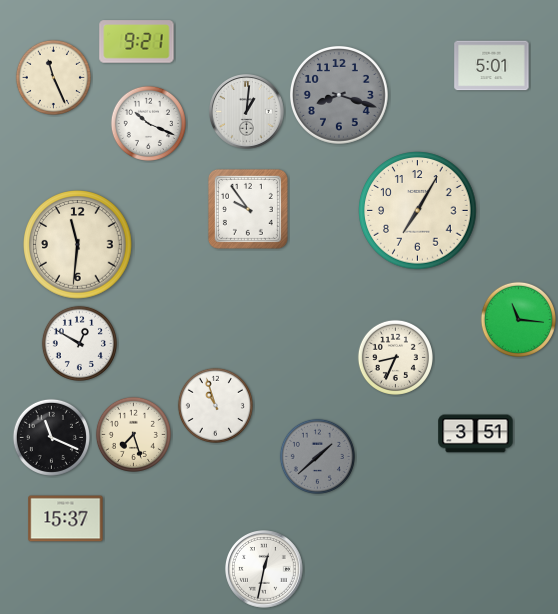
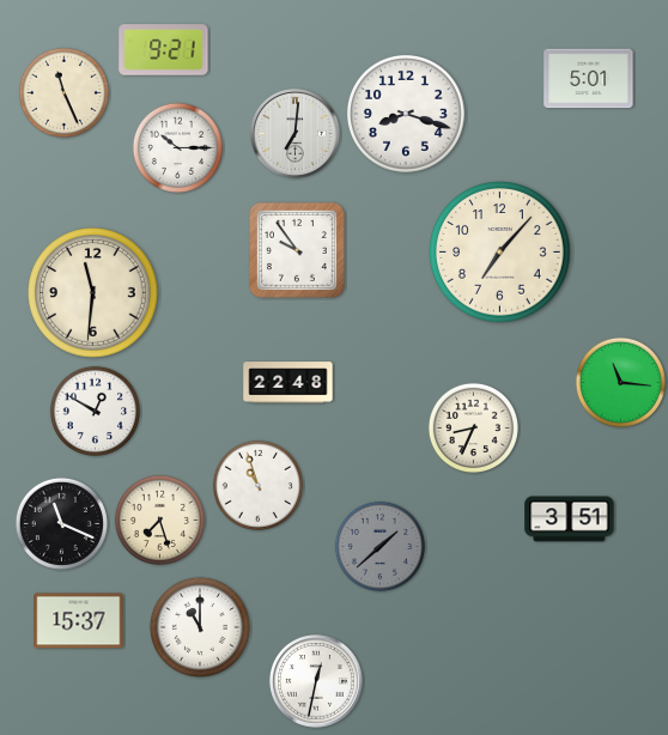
clock at (339, 95) dial: grey -> white
clock at (247, 112): 1:01 -> 7:01
clock at (148, 123): 10:19 -> 10:15
clock at (418, 211): 7:05 -> 7:07
clock at (289, 383): none -> 22:48
clock at (200, 627): none -> 11:00
